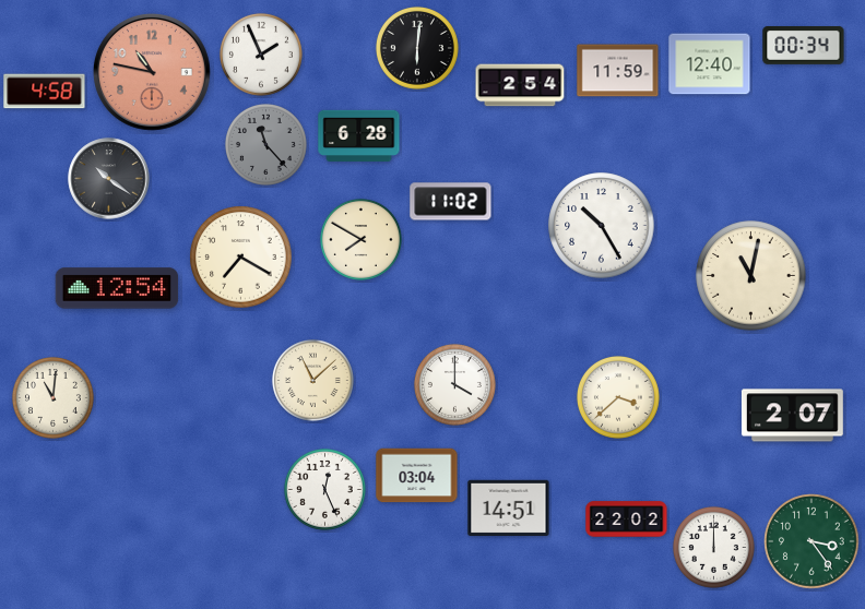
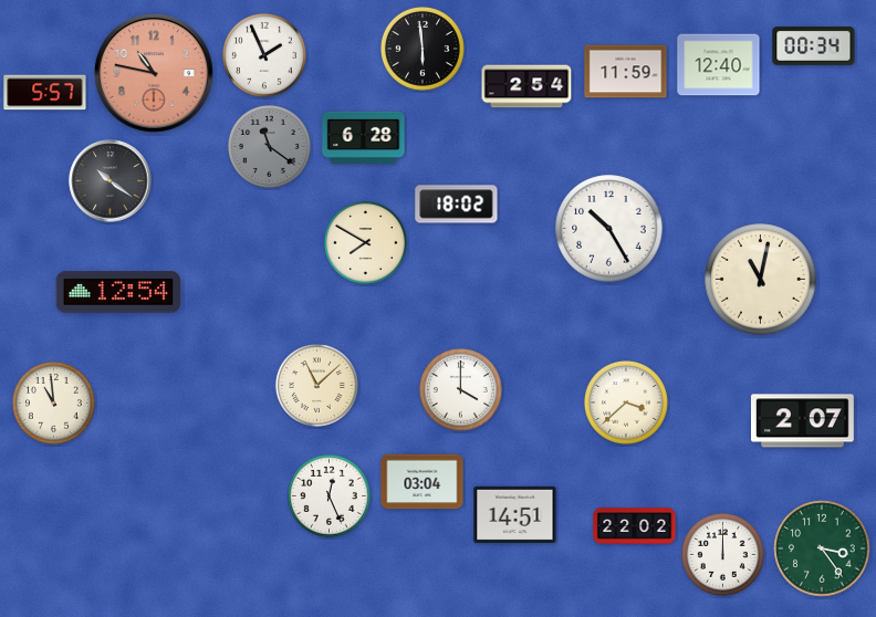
clock at (417, 48): 6:01 -> 5:59
clock at (45, 92): 4:58 -> 5:57
clock at (265, 144): 11:23 -> 11:21
clock at (451, 202): 11:02 -> 18:02
clock at (241, 258): 7:20 -> none
clock at (52, 397): 11:01 -> 10:59
